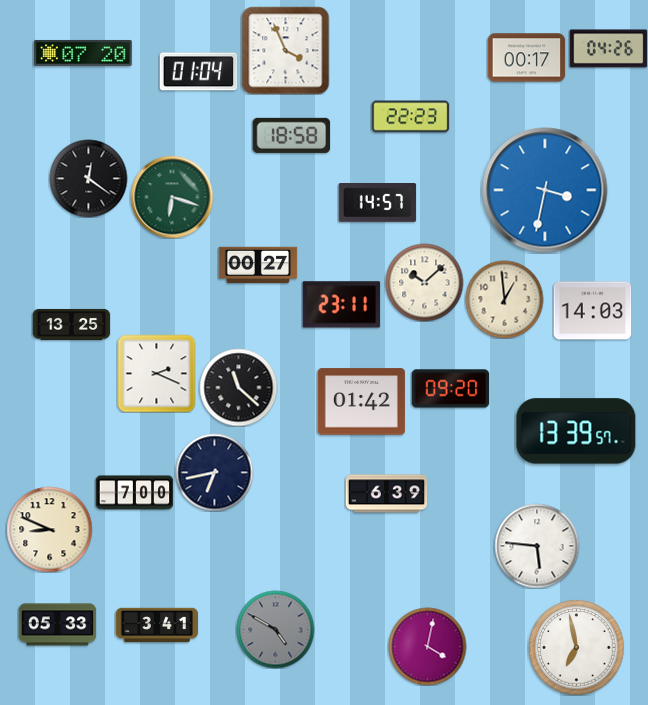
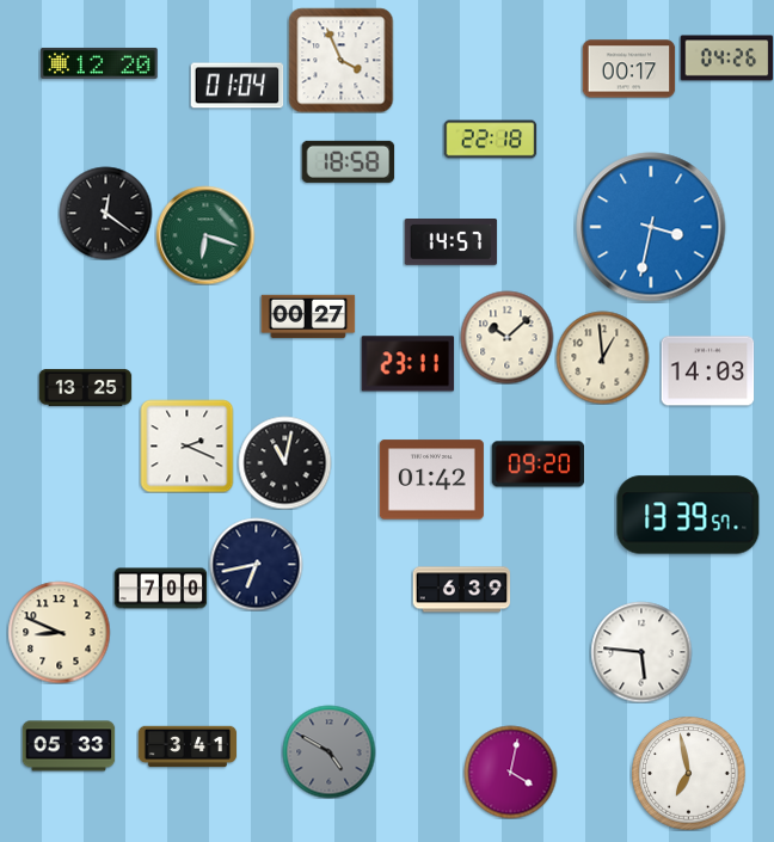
clock at (83, 53): 07:20 -> 12:20
clock at (410, 117): 22:23 -> 22:18
clock at (238, 387): 11:22 -> 11:02
